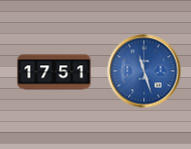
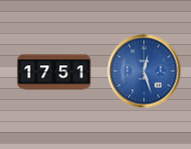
clock at (144, 71): 11:27 -> 12:27
